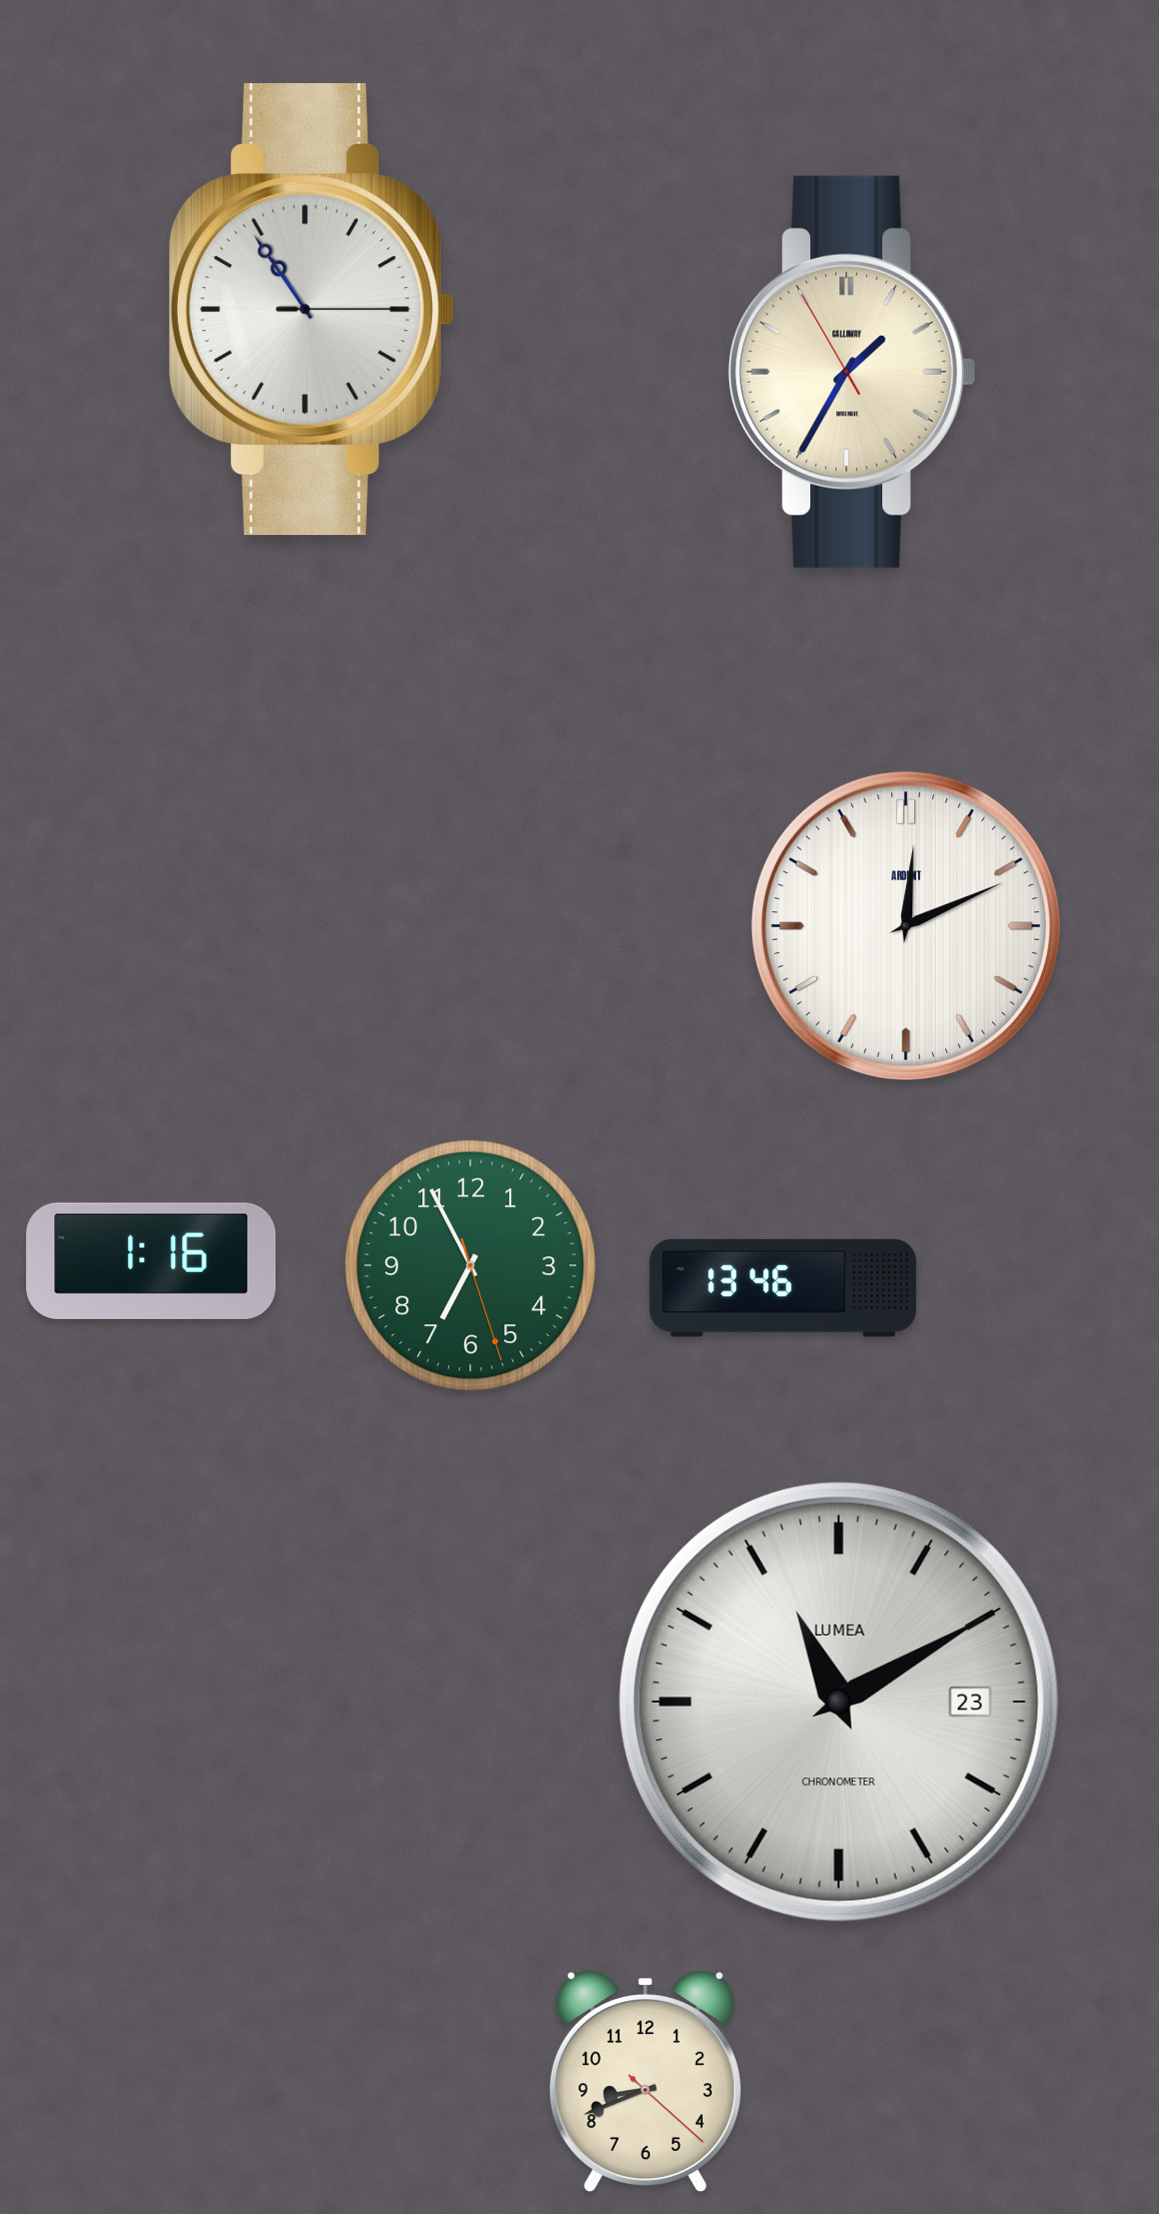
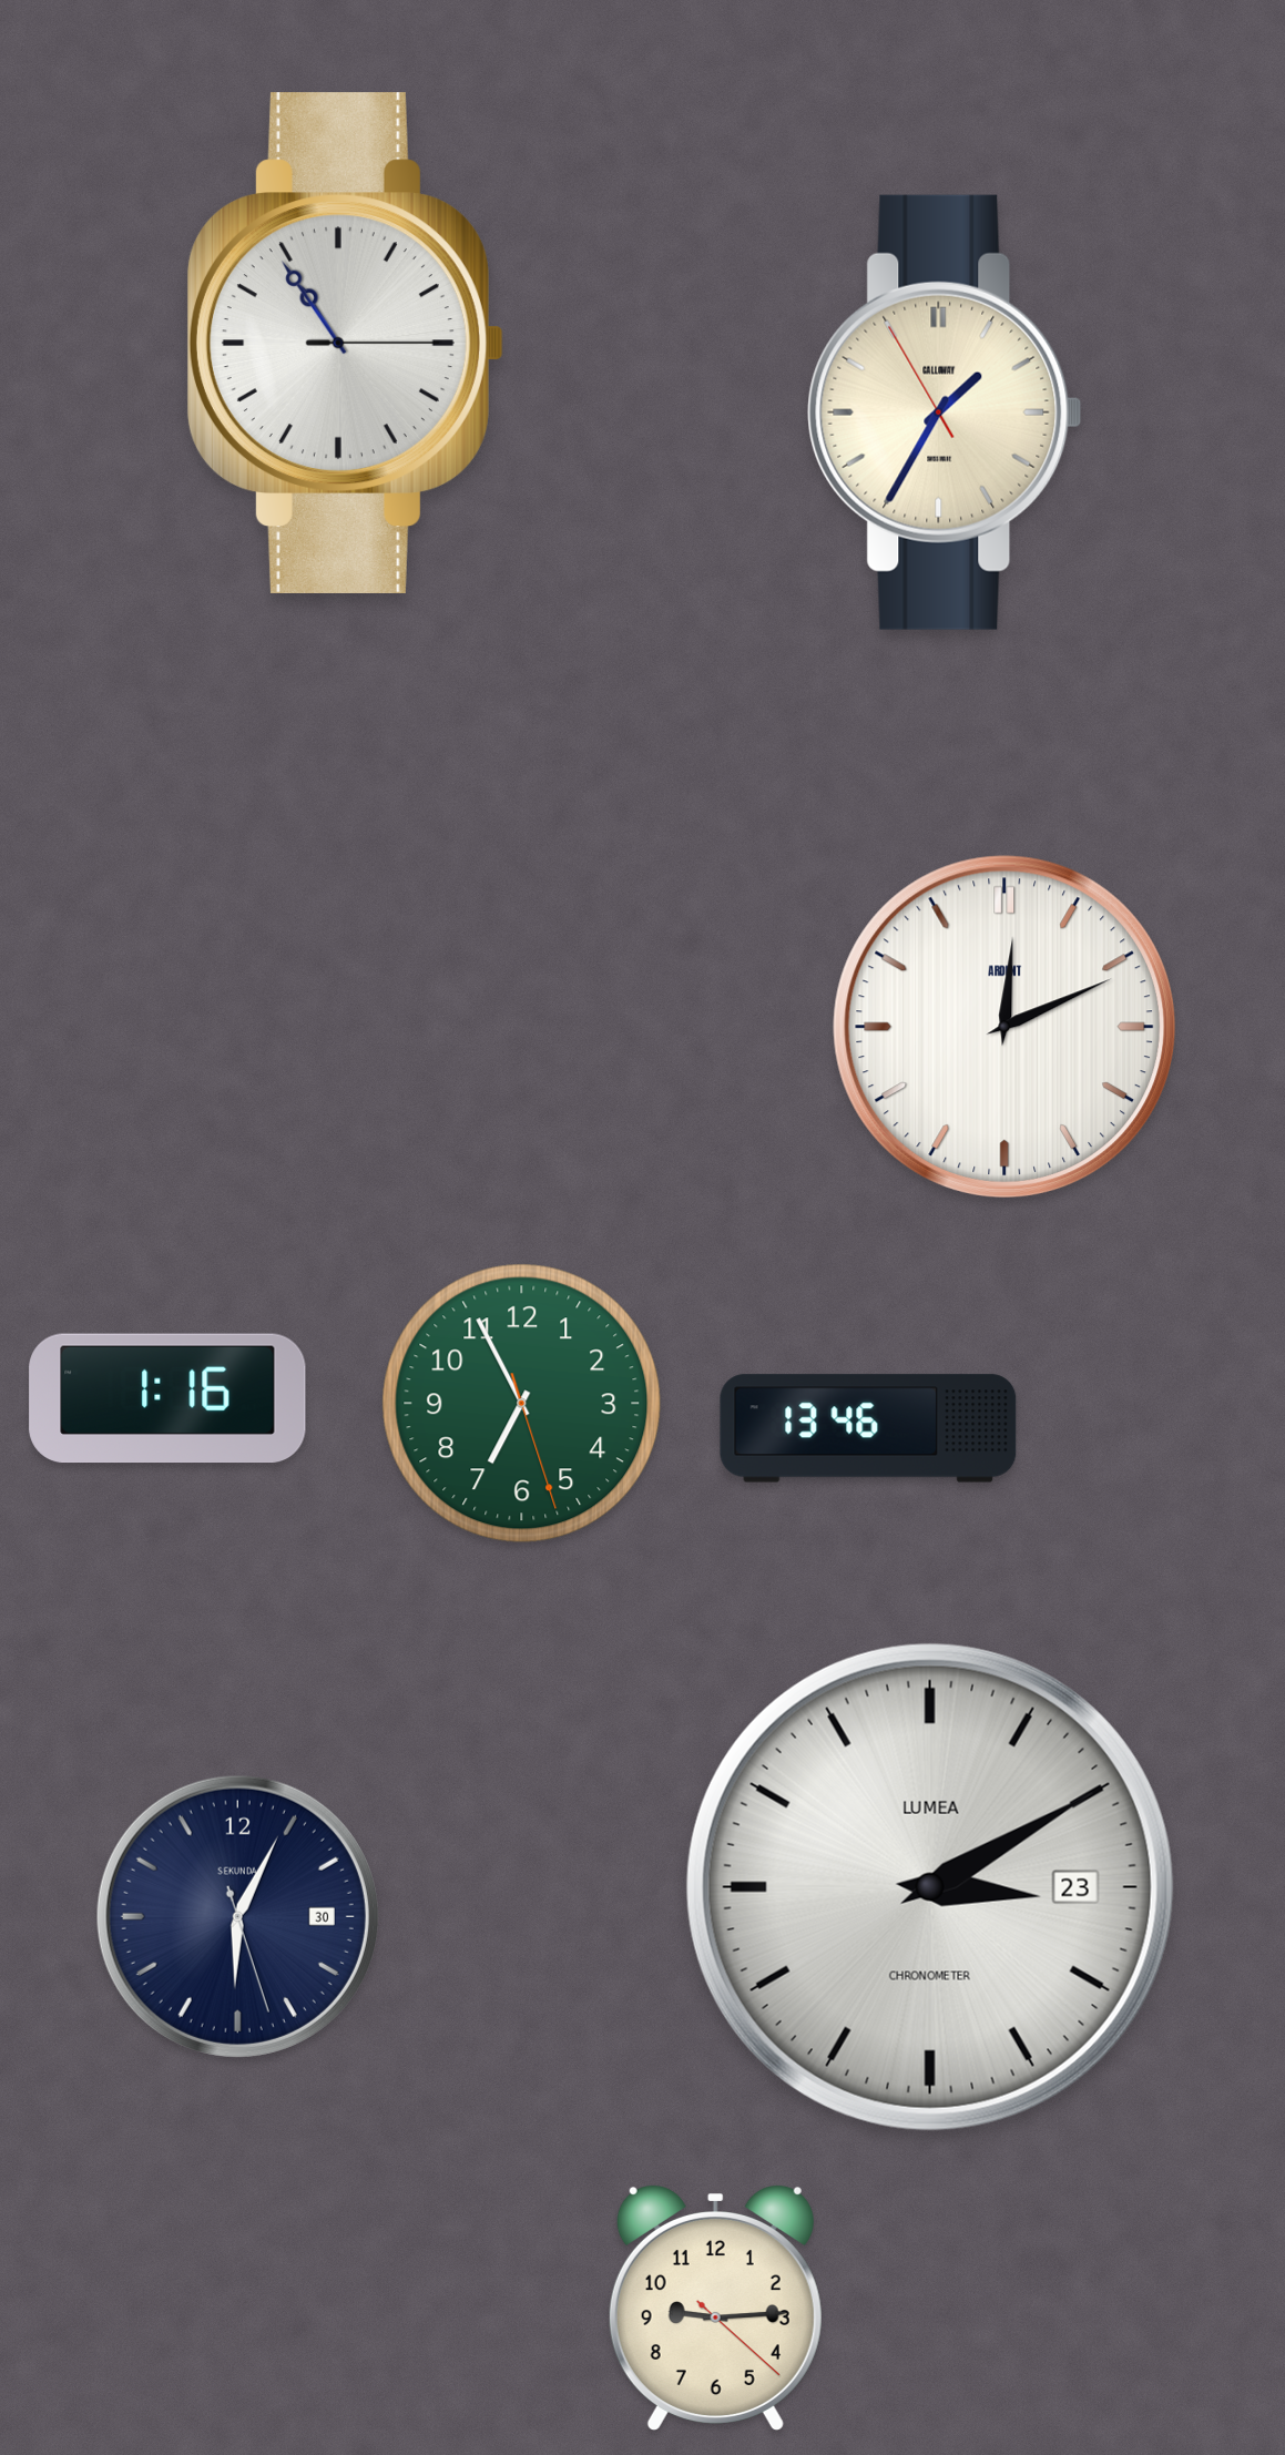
clock at (839, 1702): 11:10 -> 3:10
clock at (237, 1916): none -> 6:04
clock at (645, 2081): 8:41 -> 9:14
